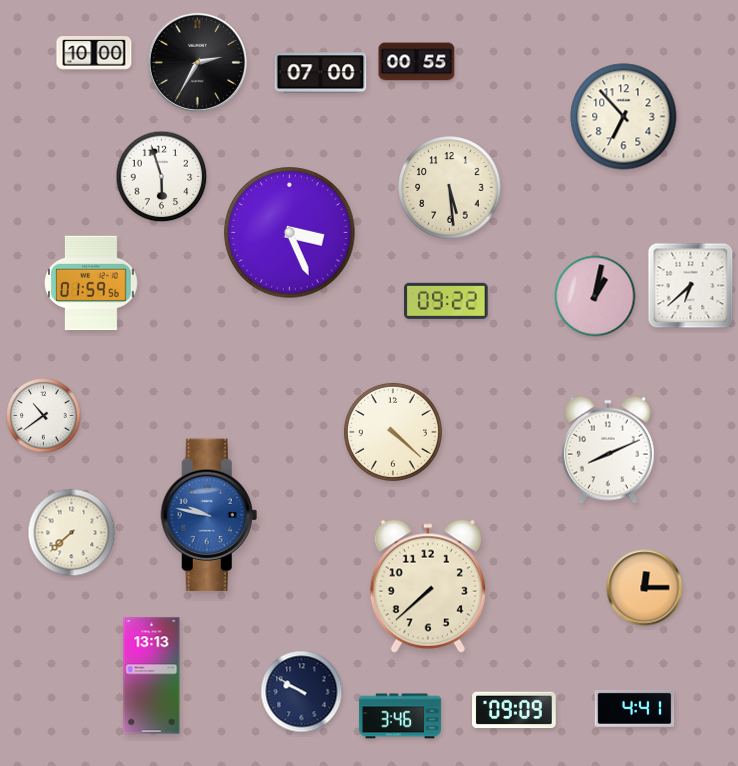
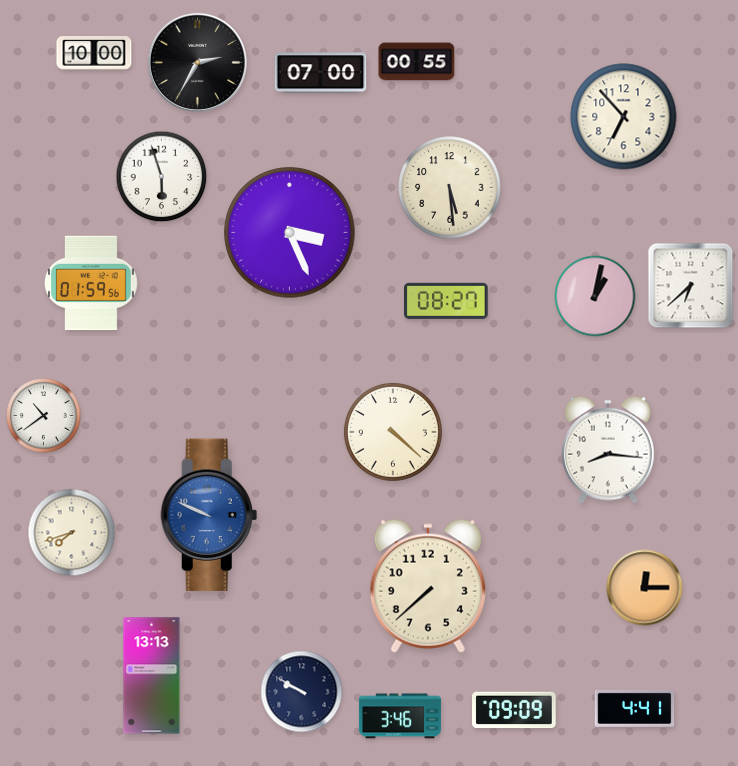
clock at (446, 301): 09:22 -> 08:27
clock at (609, 450): 8:11 -> 8:16
clock at (209, 515): 9:47 -> 9:49
clock at (72, 533): 7:38 -> 7:42
